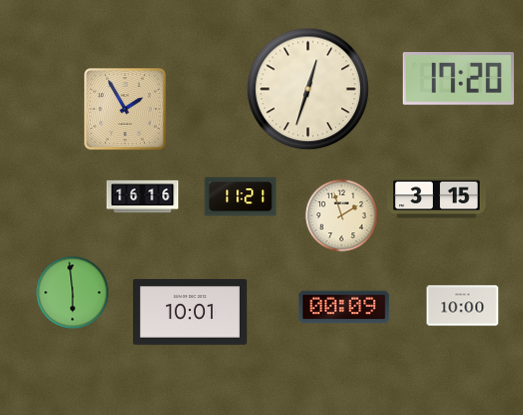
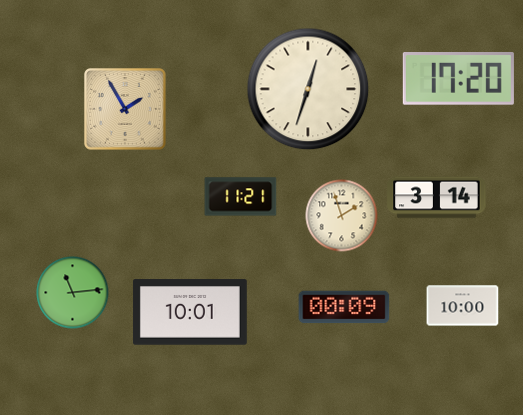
clock at (143, 197): 16:16 -> none
clock at (437, 198): 3:15 -> 3:14
clock at (73, 293): 5:59 -> 11:14
